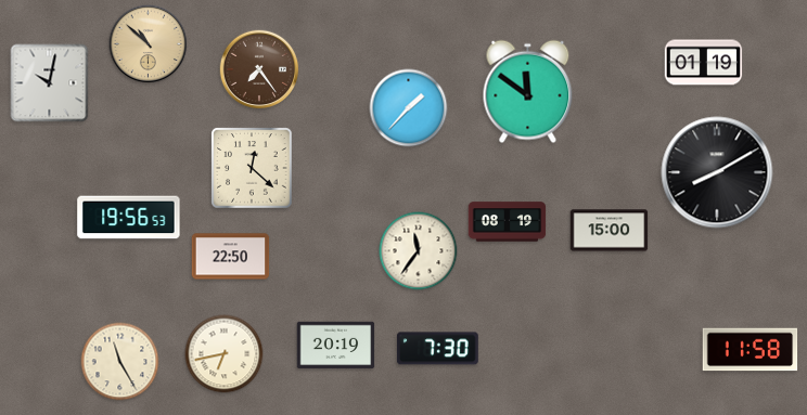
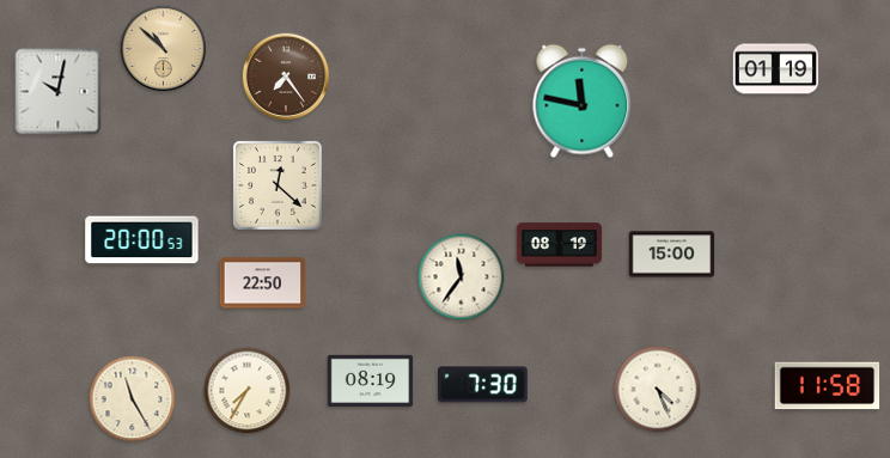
clock at (50, 83) position: (50, 83) -> (59, 92)
clock at (528, 92): 11:51 -> 11:47
clock at (409, 108): 1:37 -> none
clock at (717, 172): 8:10 -> none
clock at (129, 218): 19:56 -> 20:00
clock at (231, 257) position: (231, 257) -> (263, 283)
clock at (336, 346): 20:19 -> 08:19
clock at (658, 390): none -> 4:26
clock at (225, 354): 6:43 -> 7:35
